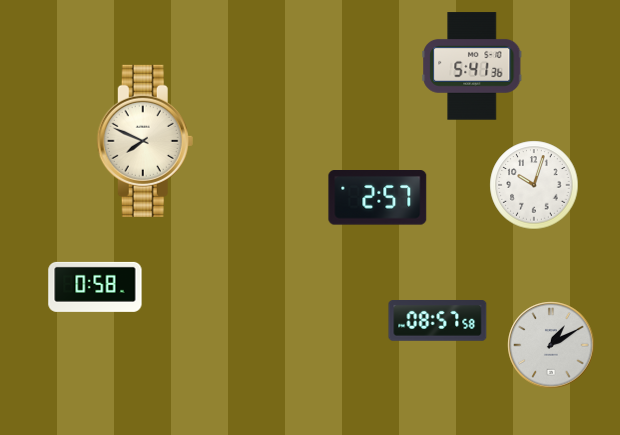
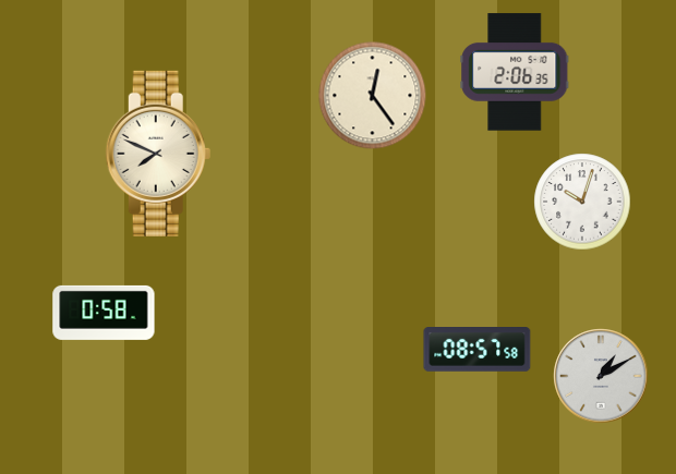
clock at (472, 66): 5:41 -> 2:06
clock at (373, 96): none -> 12:24
clock at (378, 198): 2:57 -> none
